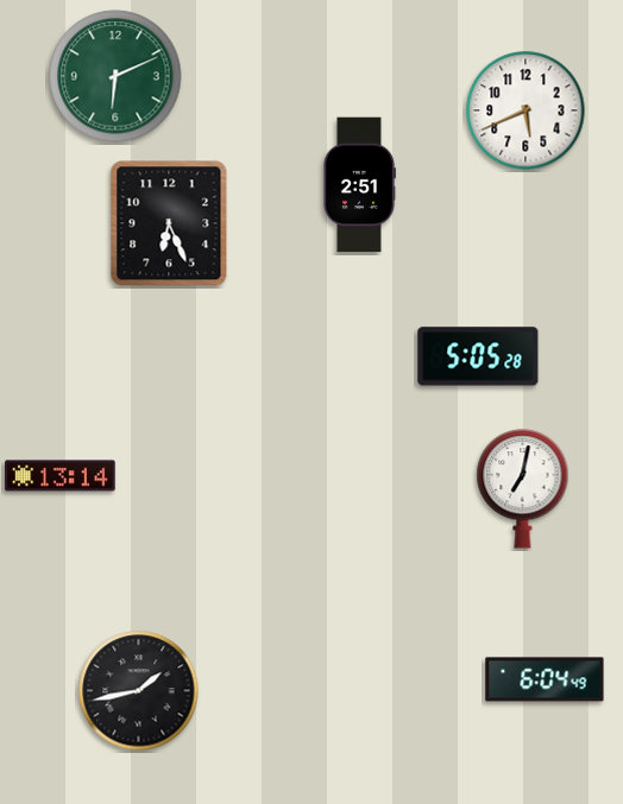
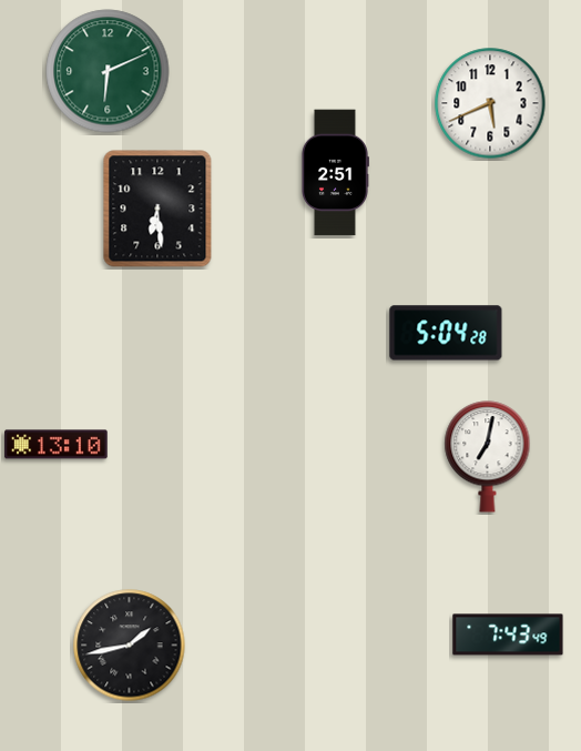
clock at (169, 223): 6:26 -> 6:29
clock at (478, 356): 5:05 -> 5:04
clock at (61, 476): 13:14 -> 13:10
clock at (545, 679): 6:04 -> 7:43
